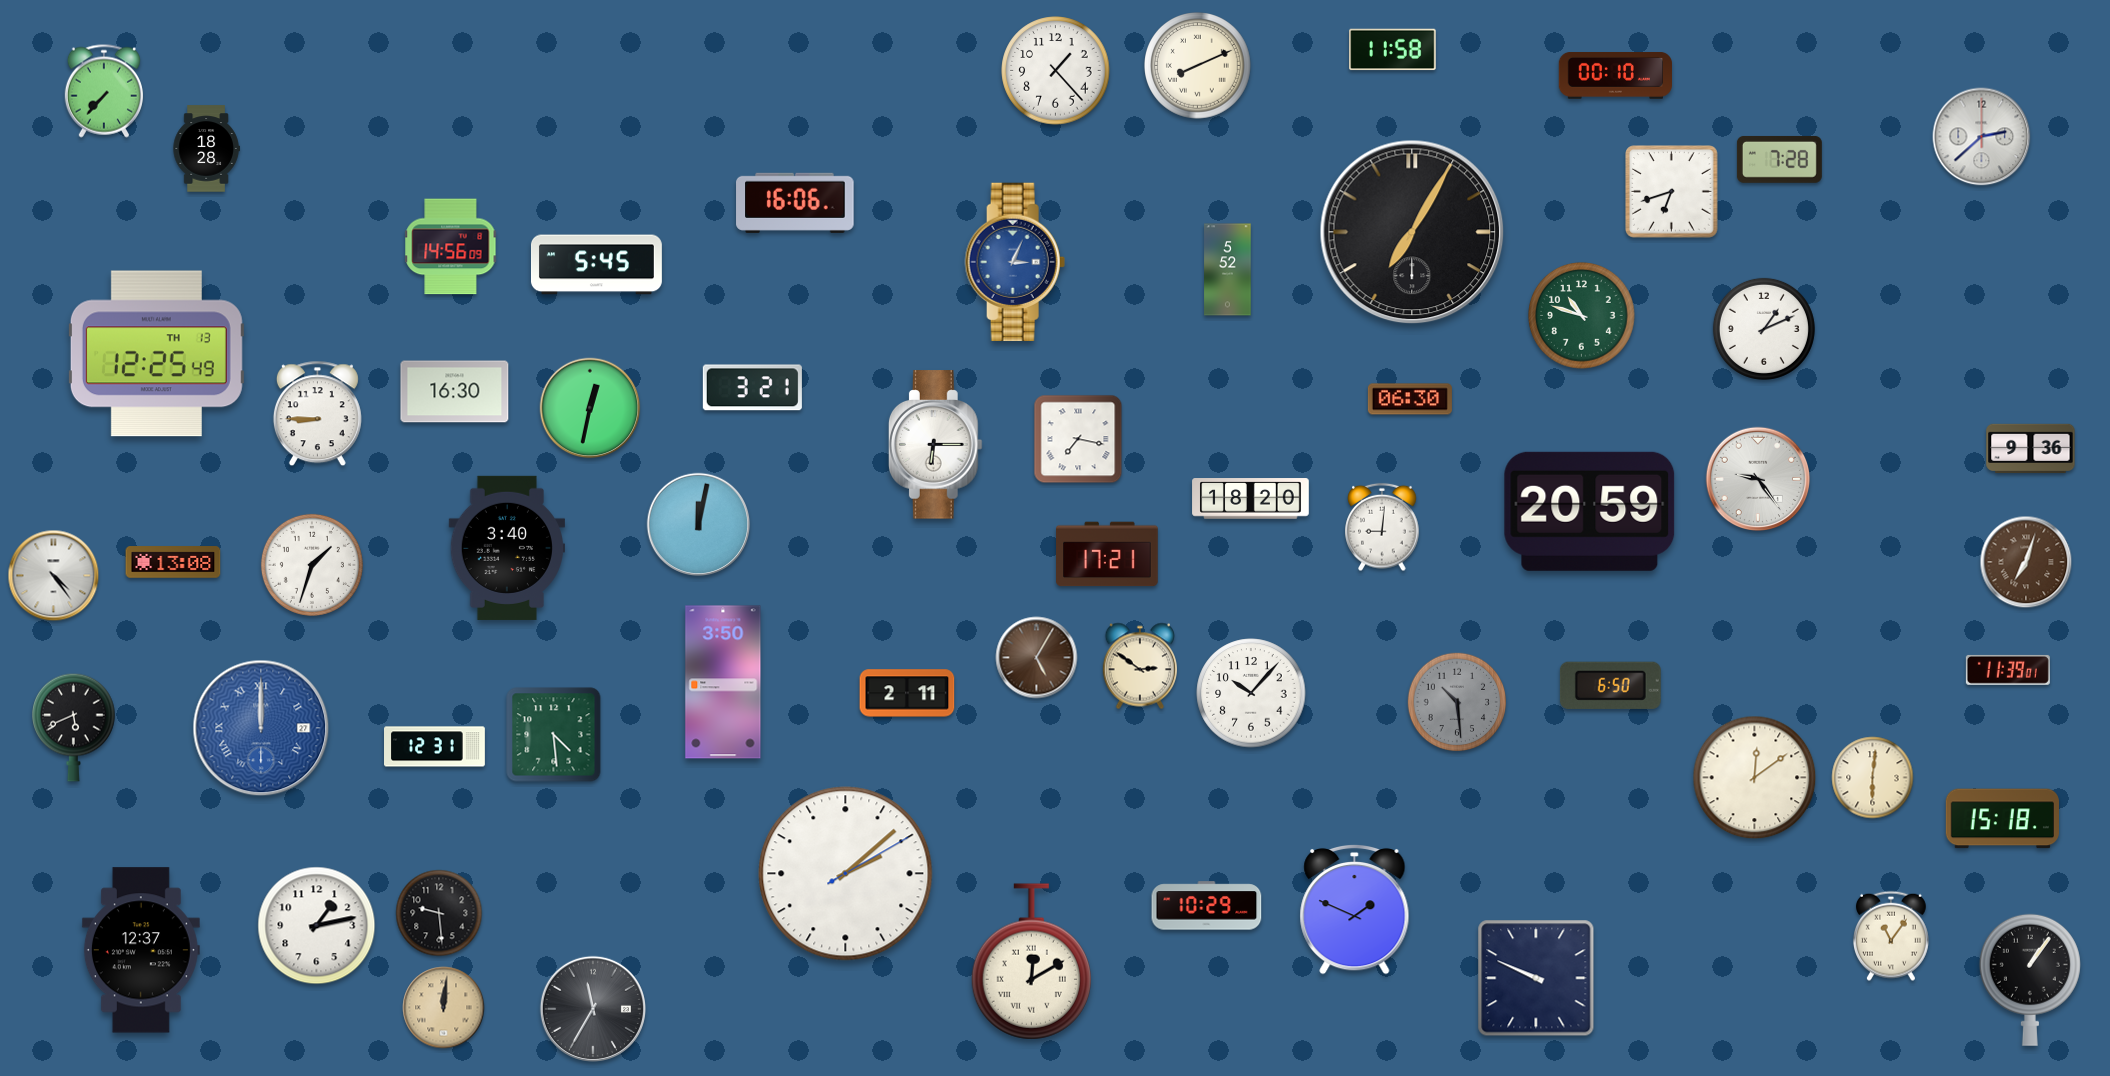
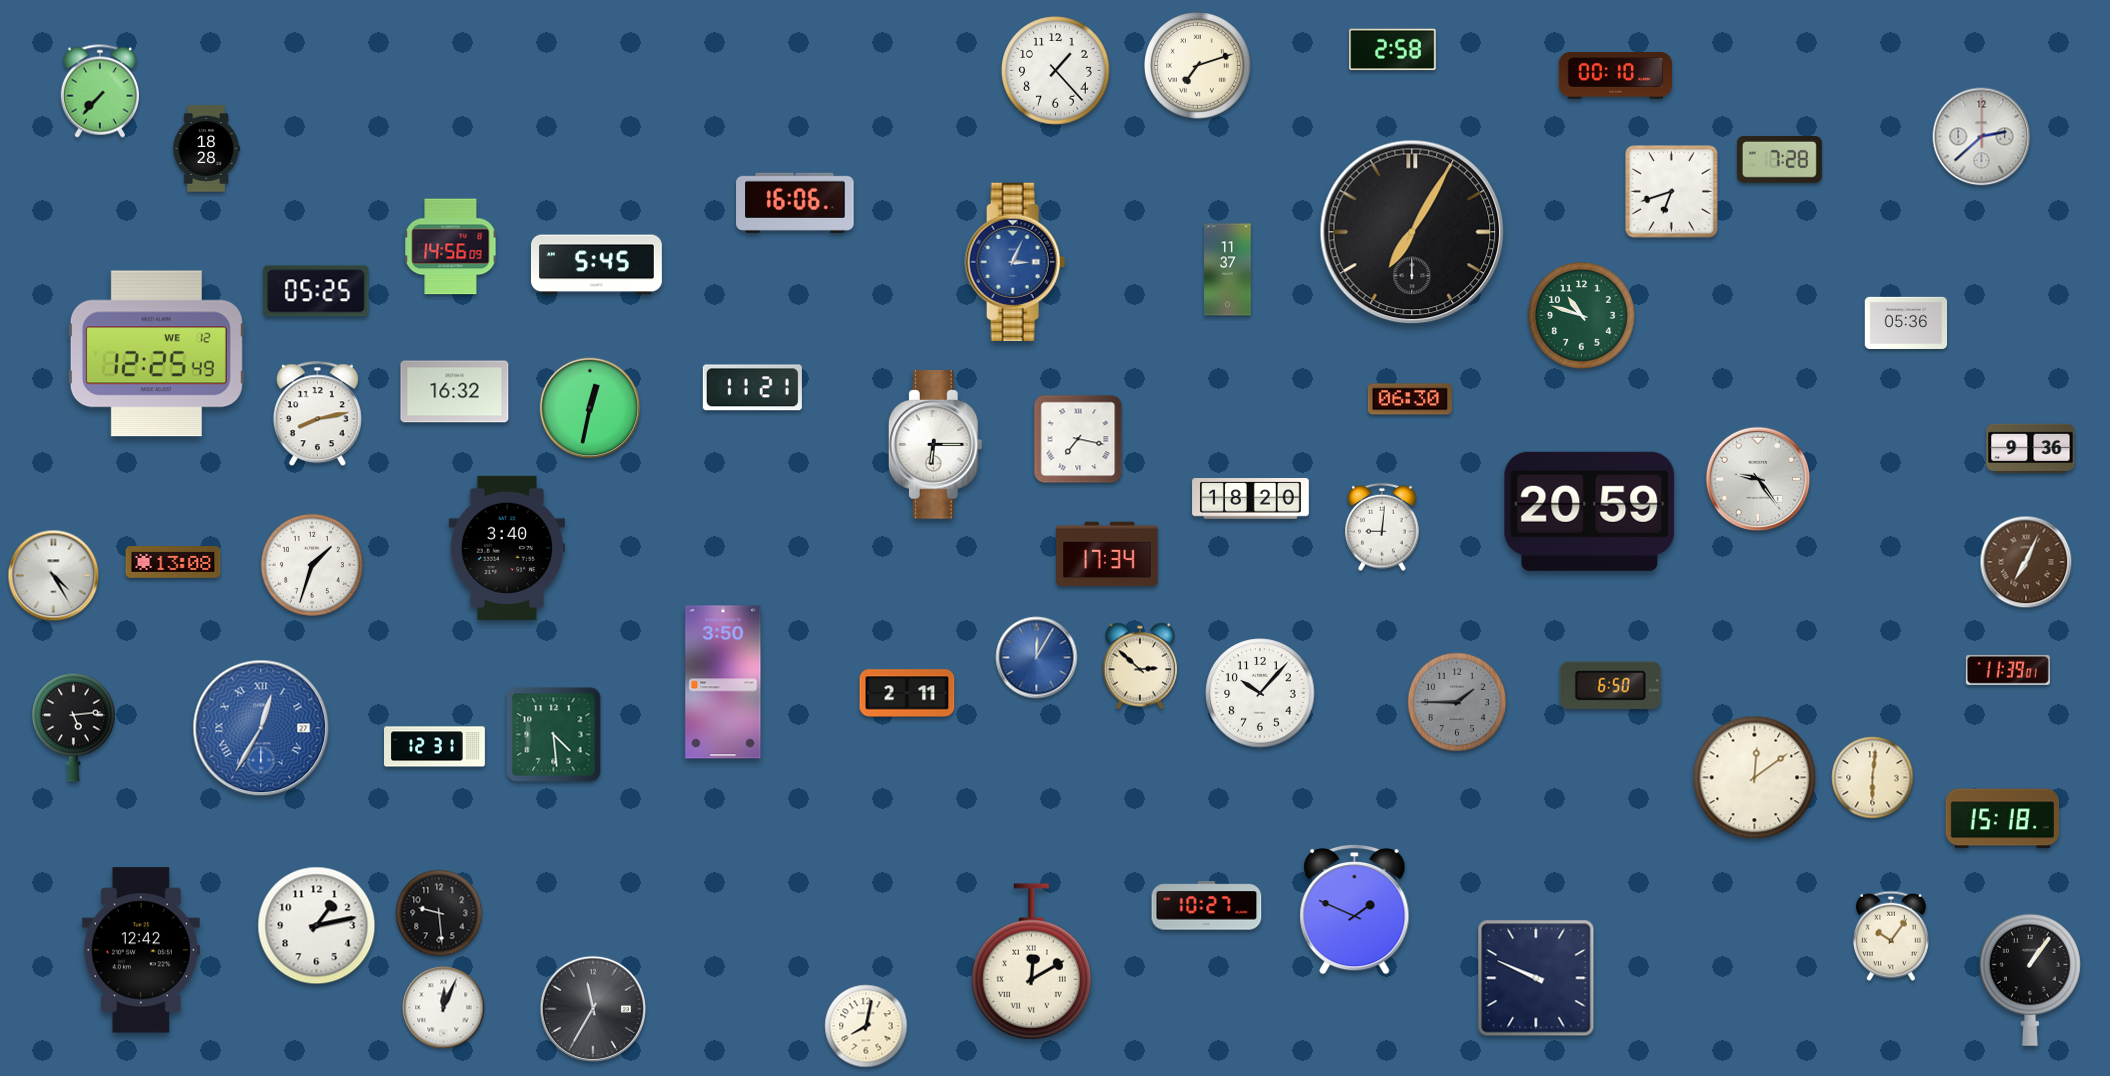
clock at (1393, 50): 11:58 -> 2:58
clock at (1198, 66): 8:11 -> 7:12
clock at (104, 91) position: (104, 91) -> (100, 91)
clock at (1228, 270): 5:52 -> 11:37
clock at (316, 291): none -> 05:25
clock at (1906, 323): none -> 05:36
clock at (1764, 329): 1:11 -> none
clock at (156, 354) date: TH 13 -> WE 12
clock at (752, 388): 3:21 -> 11:21
clock at (455, 392): 16:30 -> 16:32
clock at (317, 414): 8:45 -> 8:13
clock at (699, 525): 12:02 -> none
clock at (1107, 554): 17:21 -> 17:34
clock at (2026, 562): 7:03 -> 7:04
clock at (54, 576): 4:24 -> 4:25
clock at (1037, 658): 5:05 -> 12:05
clock at (1037, 658) dial: brown -> blue
clock at (1139, 666): 2:51 -> 2:52
clock at (1251, 693) position: (1251, 693) -> (1260, 693)
clock at (1457, 702): 10:29 -> 1:45
clock at (74, 727): 5:41 -> 5:14
clock at (261, 728): 12:00 -> 12:35
clock at (846, 874): 2:08 -> none
clock at (1207, 906): 10:29 -> 10:27
clock at (1891, 936): 11:06 -> 10:06
clock at (141, 950): 12:37 -> 12:42
clock at (444, 1008): 12:01 -> 12:04
clock at (444, 1008) dial: champagne -> white
clock at (866, 1026): none -> 8:02
